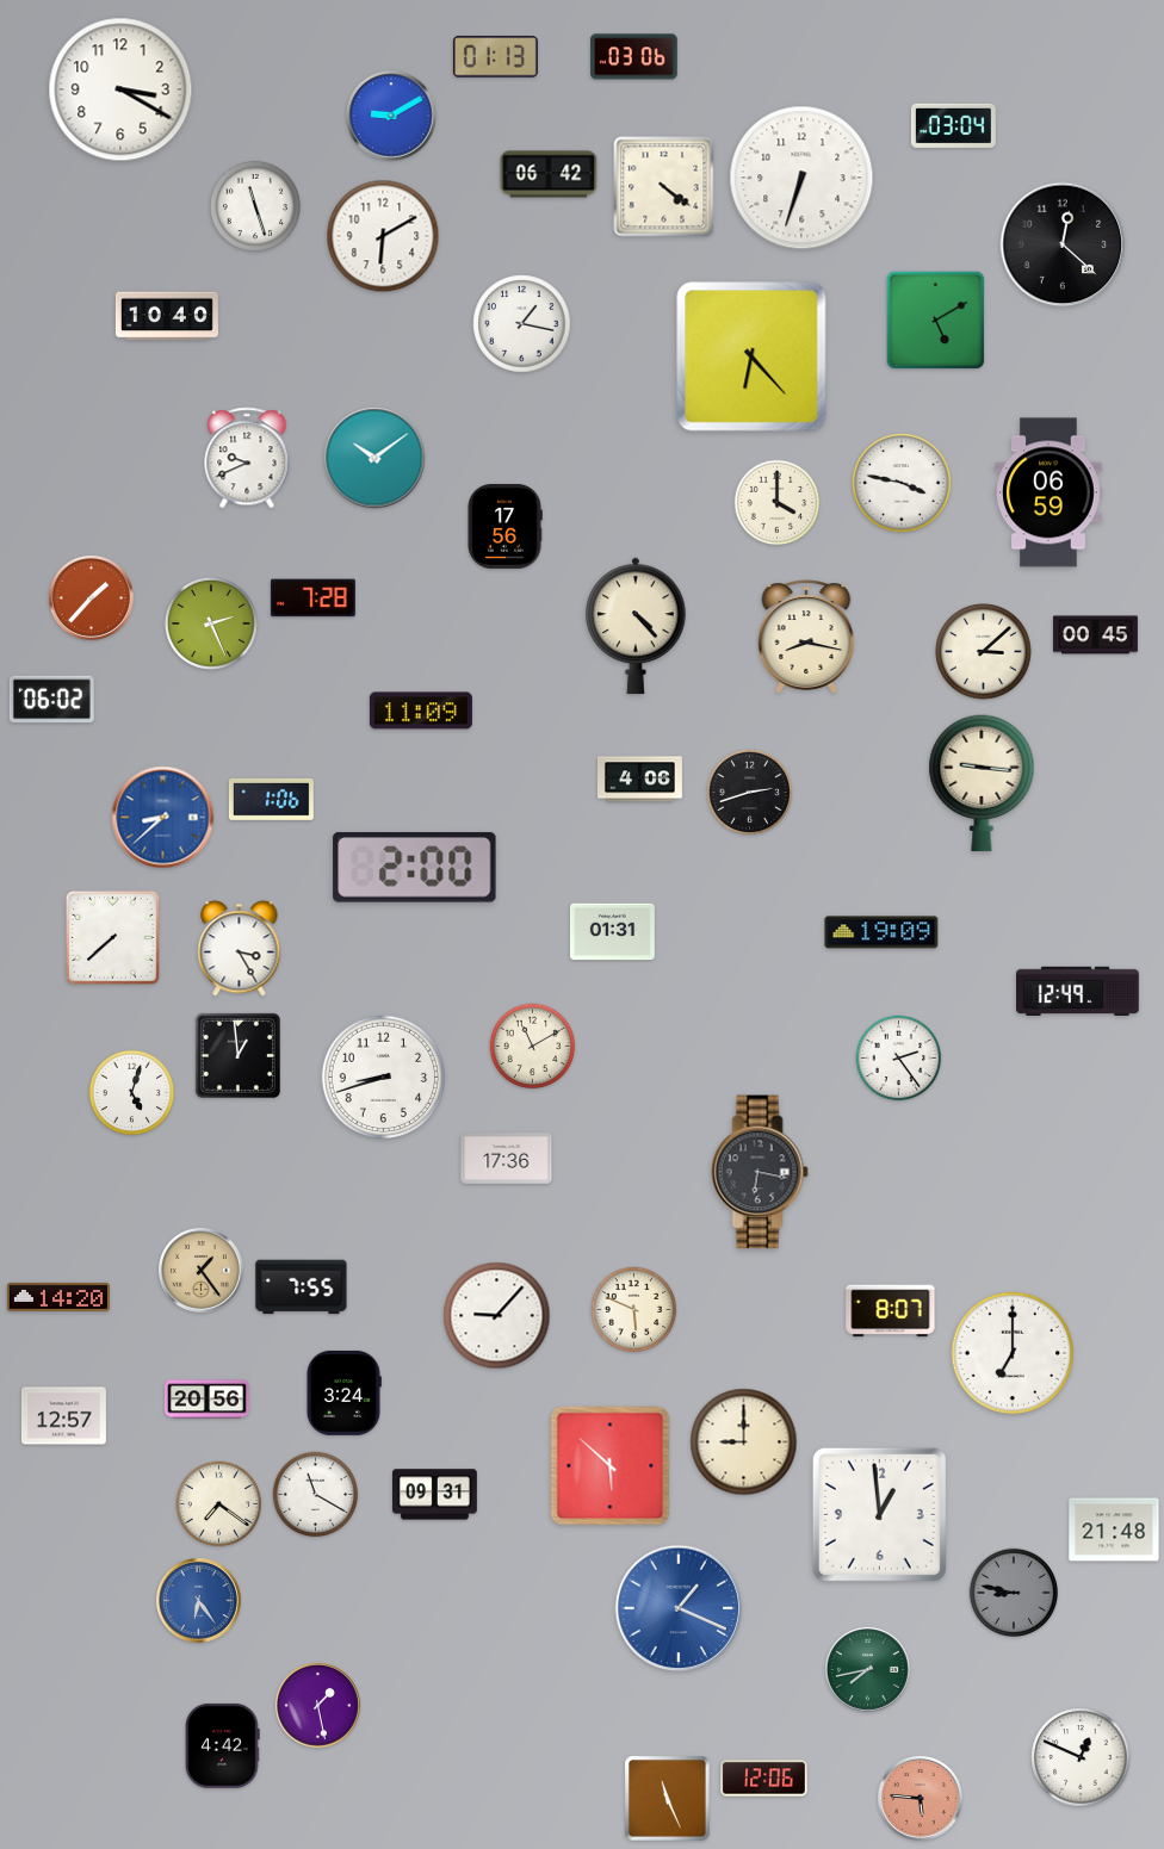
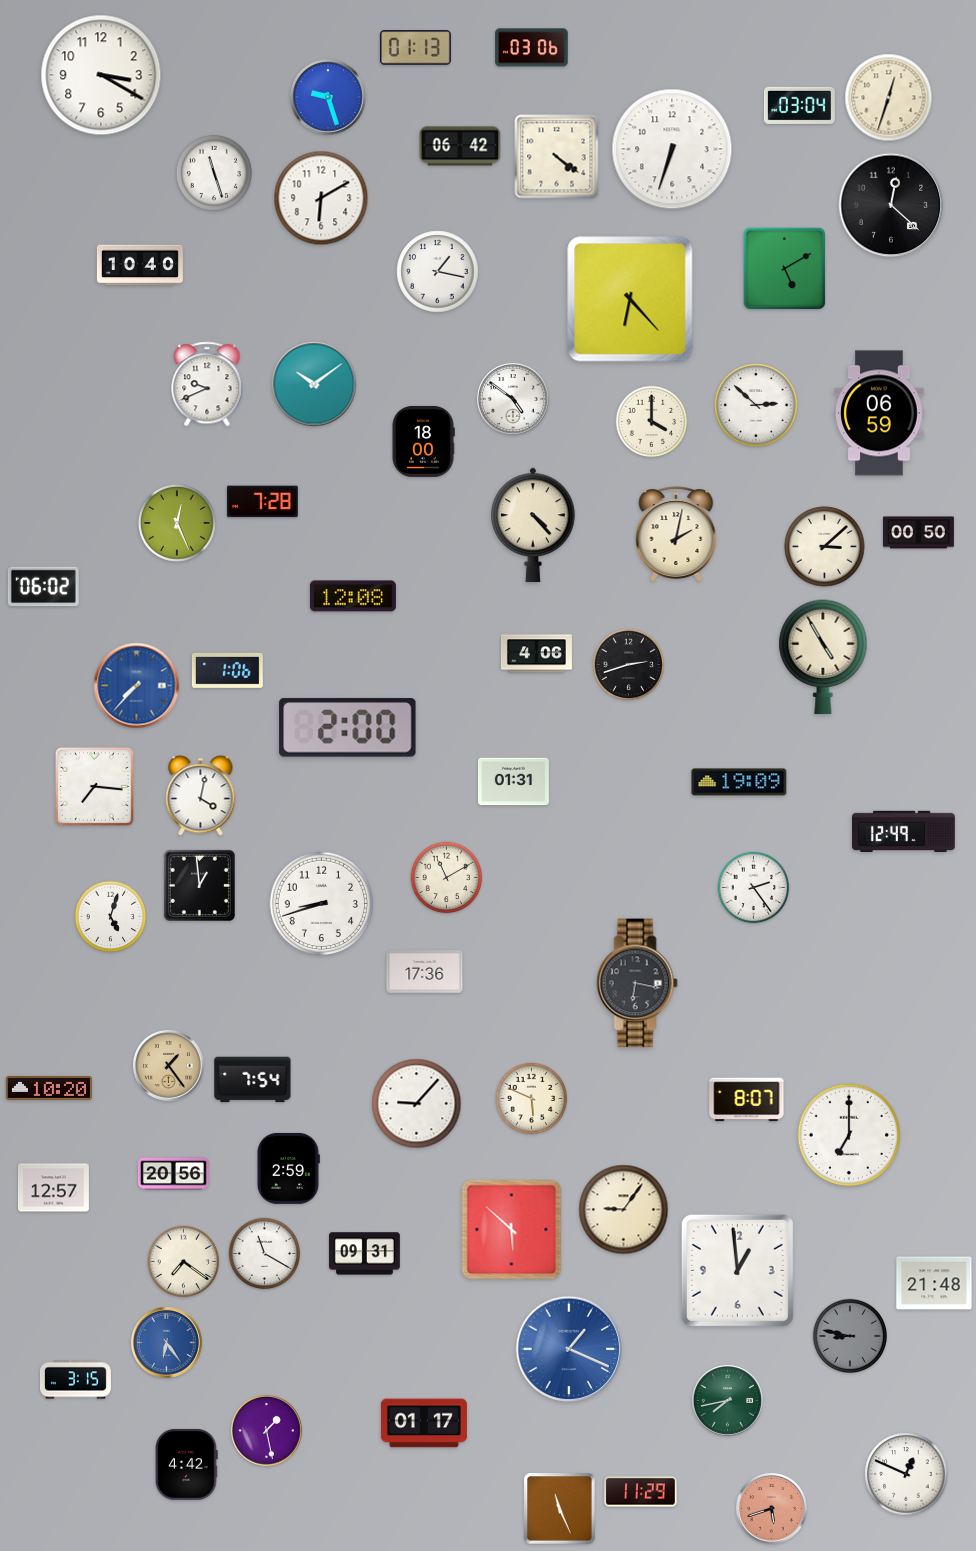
clock at (391, 116): 9:10 -> 9:27
clock at (889, 98): none -> 12:33
clock at (513, 399): none -> 4:51
clock at (902, 483): 3:47 -> 2:52
clock at (504, 526): 17:56 -> 18:00
clock at (91, 597): 1:37 -> none
clock at (211, 623): 2:26 -> 12:26
clock at (1095, 635): 00:45 -> 00:50
clock at (806, 637): 8:17 -> 2:02
clock at (421, 711): 11:09 -> 12:08
clock at (982, 783): 9:16 -> 4:55
clock at (163, 818): 8:38 -> 7:37
clock at (112, 937): 7:38 -> 7:16
clock at (240, 949): 3:25 -> 4:02
clock at (302, 1288): 7:55 -> 7:54
clock at (58, 1297): 14:20 -> 10:20
clock at (343, 1392): 3:24 -> 2:59
clock at (744, 1442): 9:00 -> 9:06
clock at (75, 1380): none -> 3:15
clock at (424, 1423): none -> 01:17
clock at (764, 1779): 12:06 -> 11:29
clock at (920, 1798): 5:46 -> 5:42
